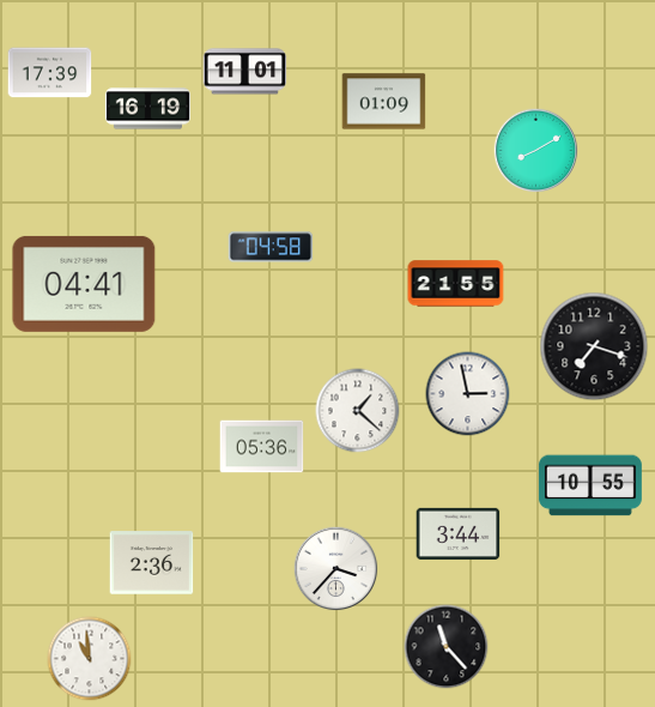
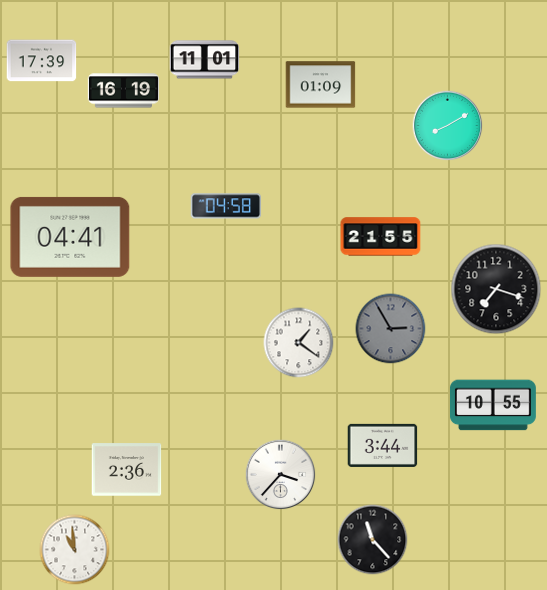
clock at (468, 394): 2:58 -> 2:55
clock at (468, 394) dial: white -> grey
clock at (358, 411): 1:22 -> 1:21
clock at (262, 447): 05:36 -> none
